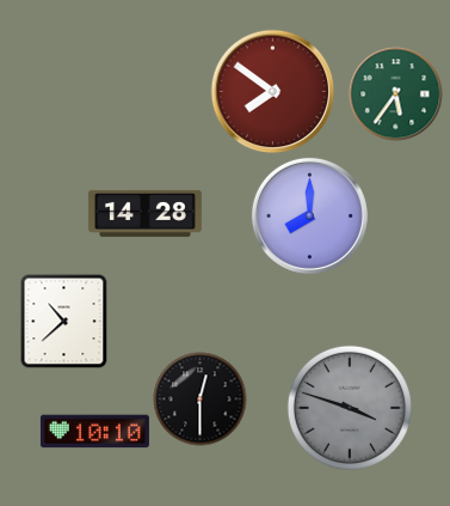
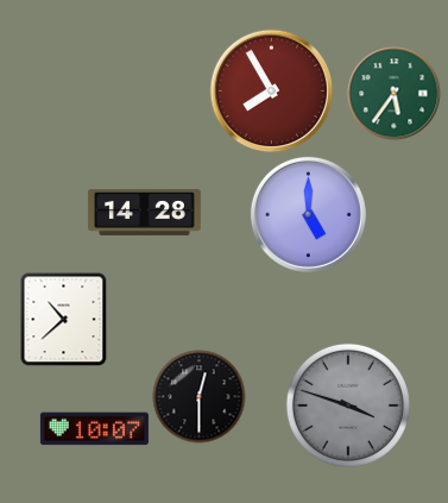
clock at (272, 91): 7:51 -> 7:55
clock at (309, 215): 8:00 -> 5:00
clock at (94, 432): 10:10 -> 10:07
